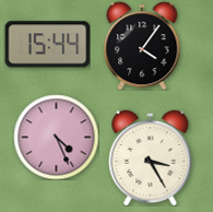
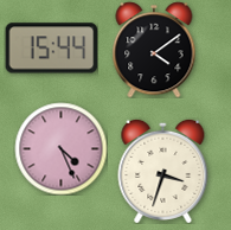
clock at (142, 46): 4:06 -> 4:09
clock at (151, 157): 3:25 -> 3:33
